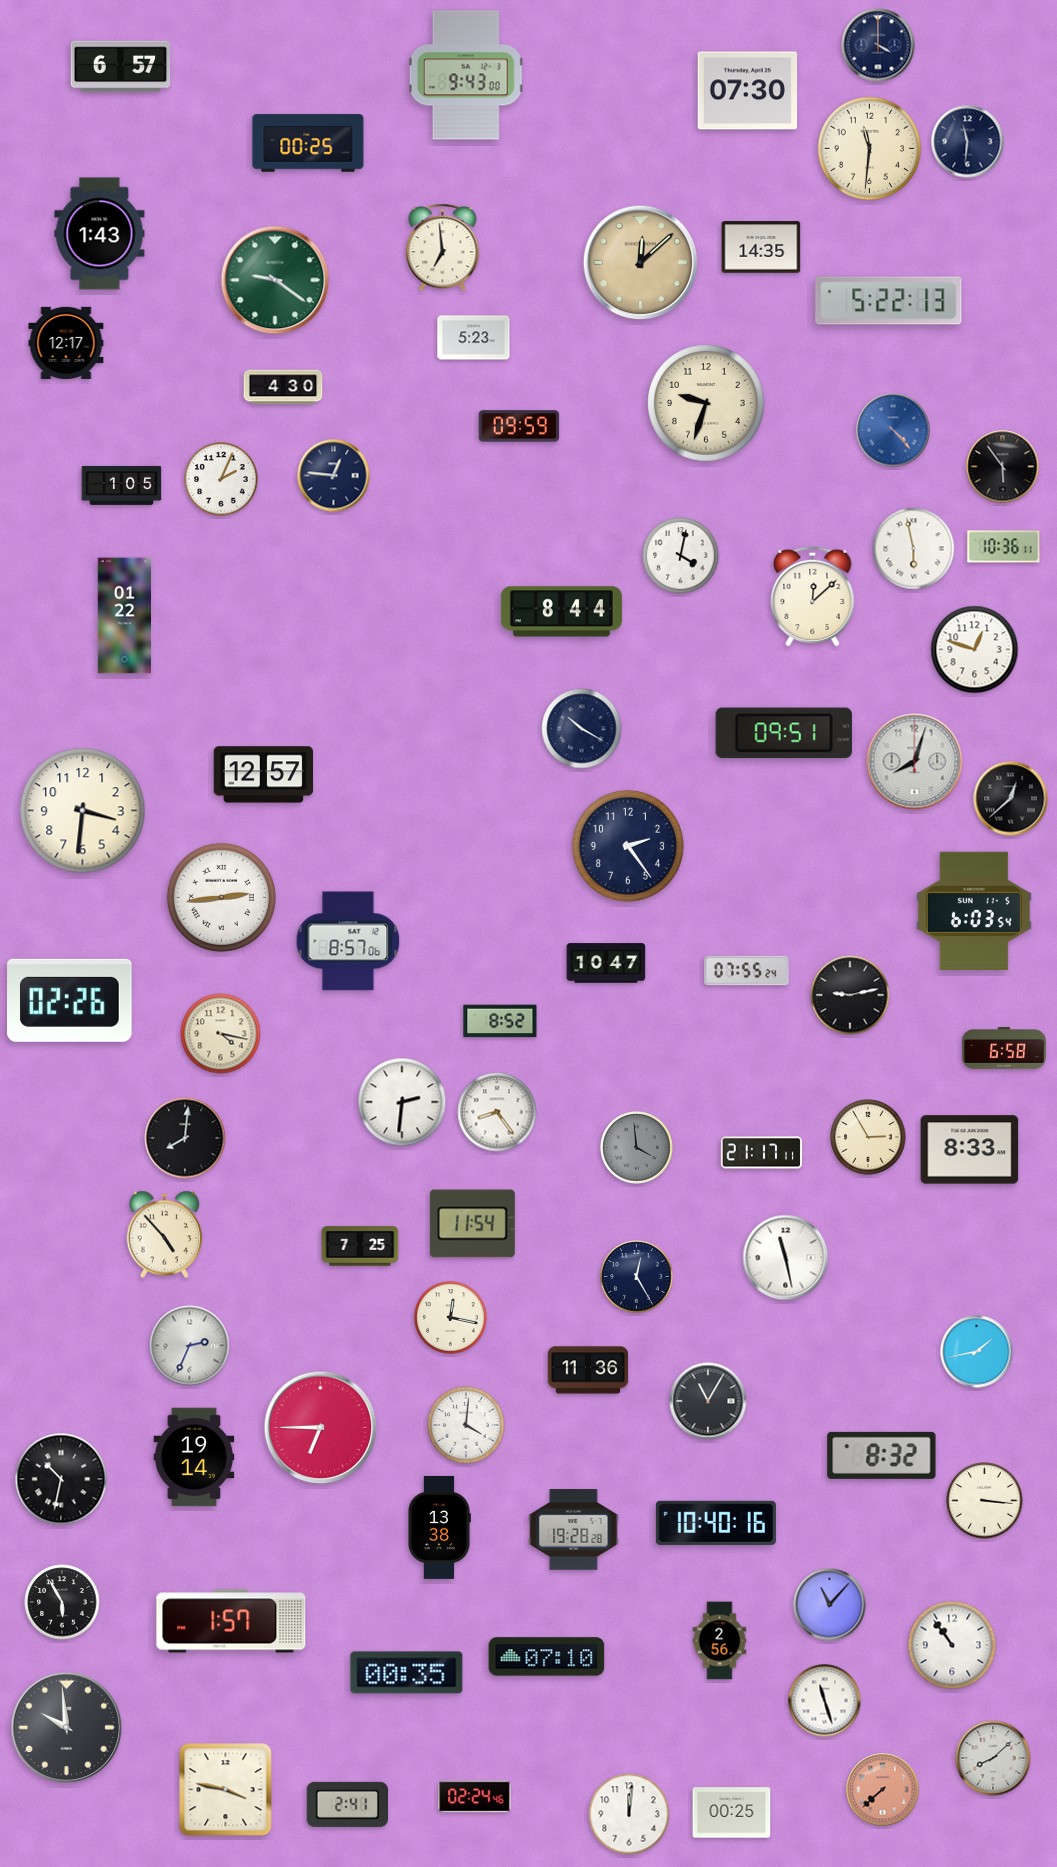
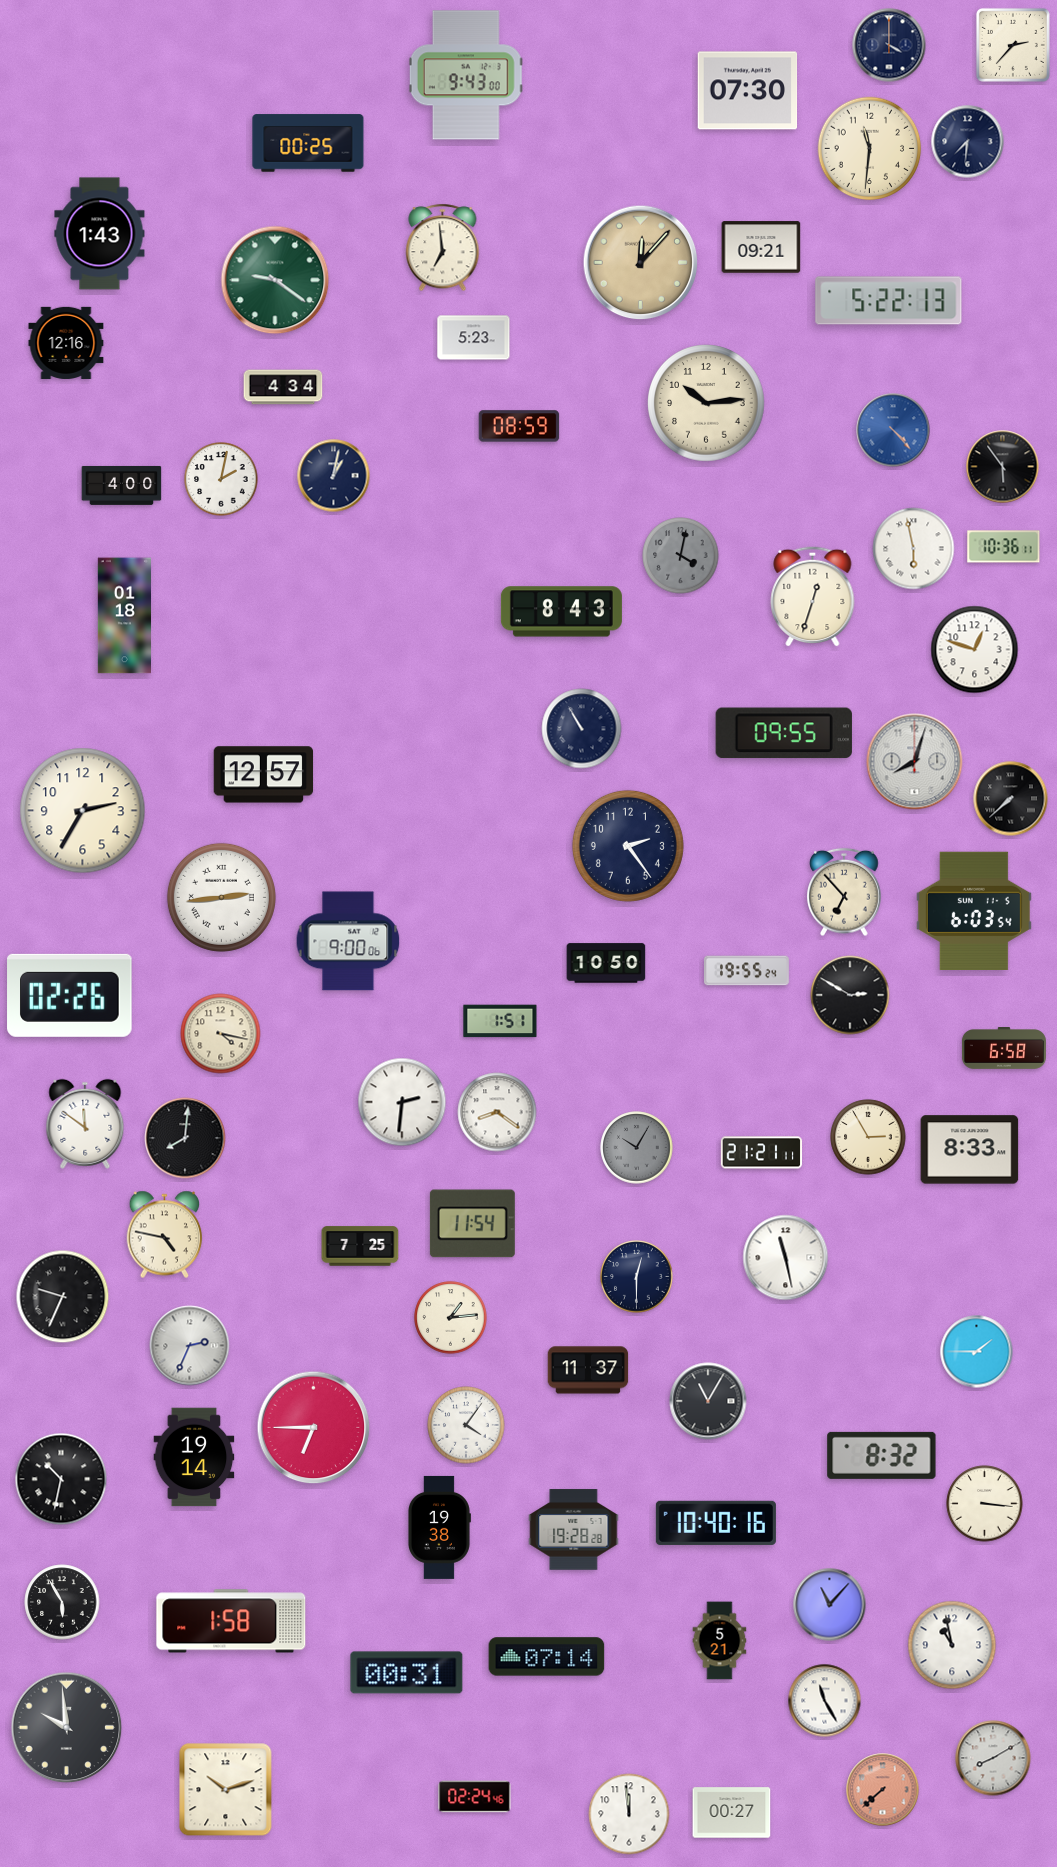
clock at (878, 45) position: (878, 45) -> (889, 45)
clock at (1013, 45): none -> 2:37
clock at (121, 67): 6:57 -> none
clock at (968, 142): 11:31 -> 7:31
clock at (761, 247): 14:35 -> 09:21
clock at (641, 263): 12:08 -> 12:07
clock at (66, 343): 12:17 -> 12:16
clock at (283, 387): 4:30 -> 4:34
clock at (706, 403): 9:33 -> 10:14
clock at (519, 426): 09:59 -> 08:59
clock at (334, 476): 12:46 -> 1:02
clock at (221, 479): 2:04 -> 2:02
clock at (122, 485): 1:05 -> 4:00
clock at (681, 556) dial: white -> grey
clock at (813, 596): 12:08 -> 12:33
clock at (561, 612): 8:44 -> 8:43
clock at (124, 616): 01:22 -> 01:18
clock at (582, 729): 10:20 -> 10:55
clock at (784, 733): 09:51 -> 09:55
clock at (1011, 799): 12:38 -> 7:38
clock at (83, 811): 3:31 -> 2:35
clock at (844, 892): none -> 6:53
clock at (348, 941): 8:57 -> 9:00
clock at (606, 963): 10:47 -> 10:50
clock at (747, 971): 07:55 -> 19:55
clock at (850, 995): 9:13 -> 2:50
clock at (70, 1000) position: (70, 1000) -> (70, 995)
clock at (500, 1021): 8:52 -> 1:51
clock at (497, 1112): 8:24 -> 8:21
clock at (85, 1124): none -> 11:51
clock at (637, 1148): 3:59 -> 10:05
clock at (762, 1153): 21:17 -> 21:21
clock at (165, 1235): 4:53 -> 4:47
clock at (637, 1277): 12:25 -> 12:30
clock at (63, 1297): none -> 9:34
clock at (451, 1318): 12:17 -> 1:14
clock at (977, 1352): 1:43 -> 1:45
clock at (588, 1370): 11:36 -> 11:37
clock at (466, 1425): 4:01 -> 4:06
clock at (321, 1428) position: (321, 1428) -> (314, 1428)
clock at (985, 1501) position: (985, 1501) -> (985, 1504)
clock at (439, 1527): 13:38 -> 19:38
clock at (231, 1621): 1:57 -> 1:58
clock at (720, 1641): 2:56 -> 5:21
clock at (952, 1645): 10:54 -> 10:58
clock at (547, 1657): 07:10 -> 07:14
clock at (407, 1673): 00:35 -> 00:31
clock at (825, 1701): 11:27 -> 11:25
clock at (993, 1758): 8:08 -> 8:10
clock at (226, 1790): 3:47 -> 10:12
clock at (347, 1804): 2:41 -> none
clock at (732, 1813): 00:25 -> 00:27
clock at (629, 1814): 12:01 -> 11:59
